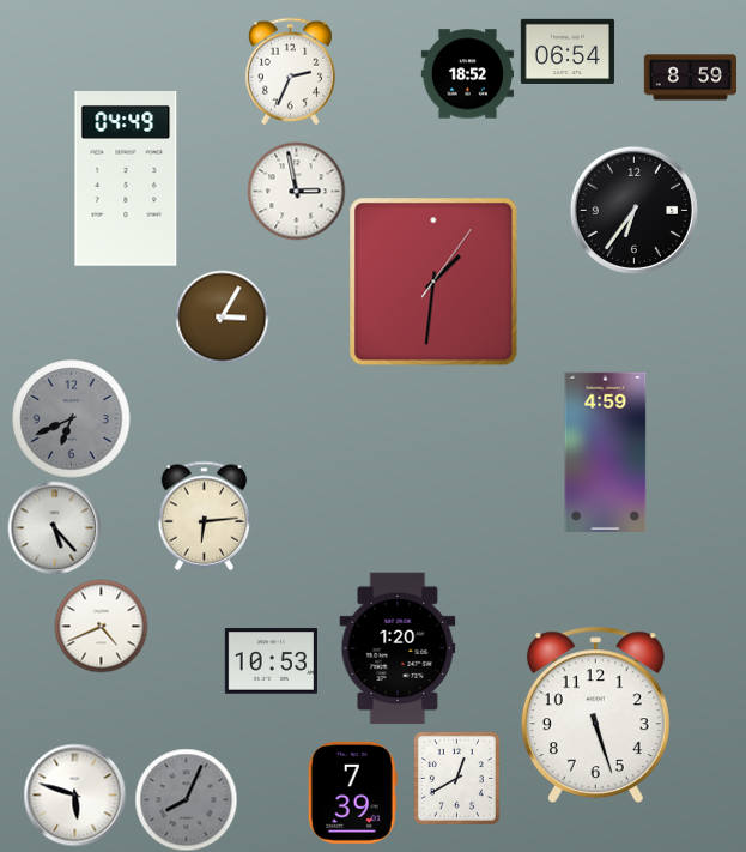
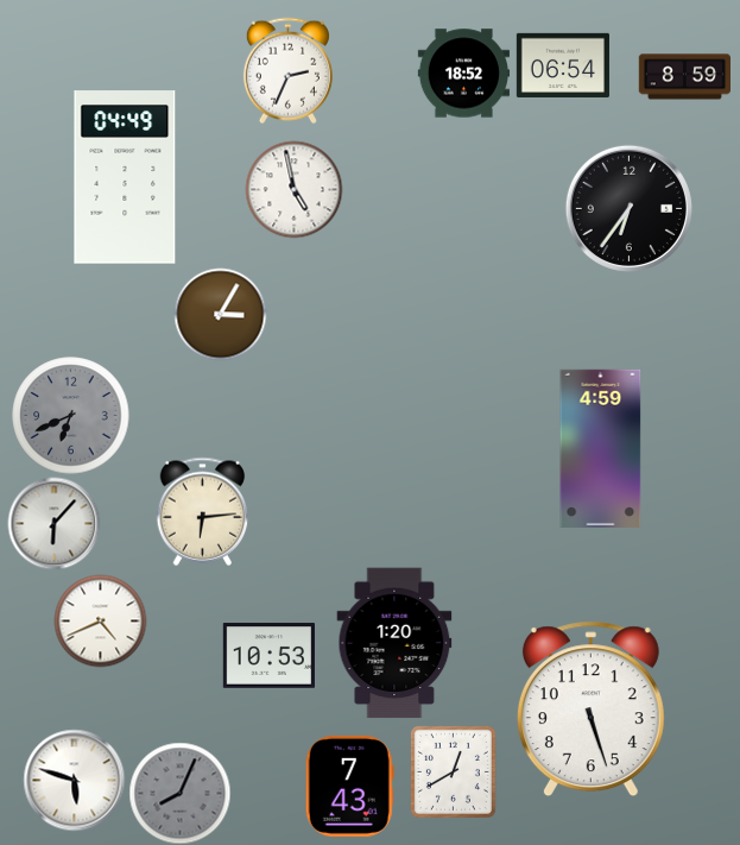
clock at (568, 50) position: (568, 50) -> (563, 64)
clock at (296, 191): 2:58 -> 4:58
clock at (433, 282): 1:31 -> none
clock at (54, 527): 5:23 -> 6:07
clock at (352, 792): 7:39 -> 7:43
clock at (74, 794) position: (74, 794) -> (74, 780)
clock at (186, 799) position: (186, 799) -> (179, 793)
